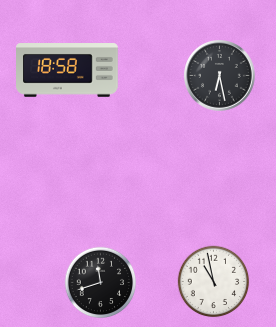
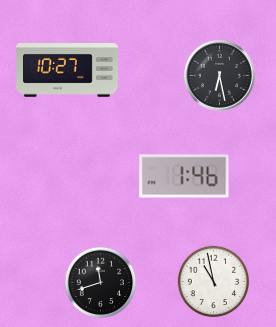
clock at (68, 71): 18:58 -> 10:27
clock at (184, 176): none -> 1:46
